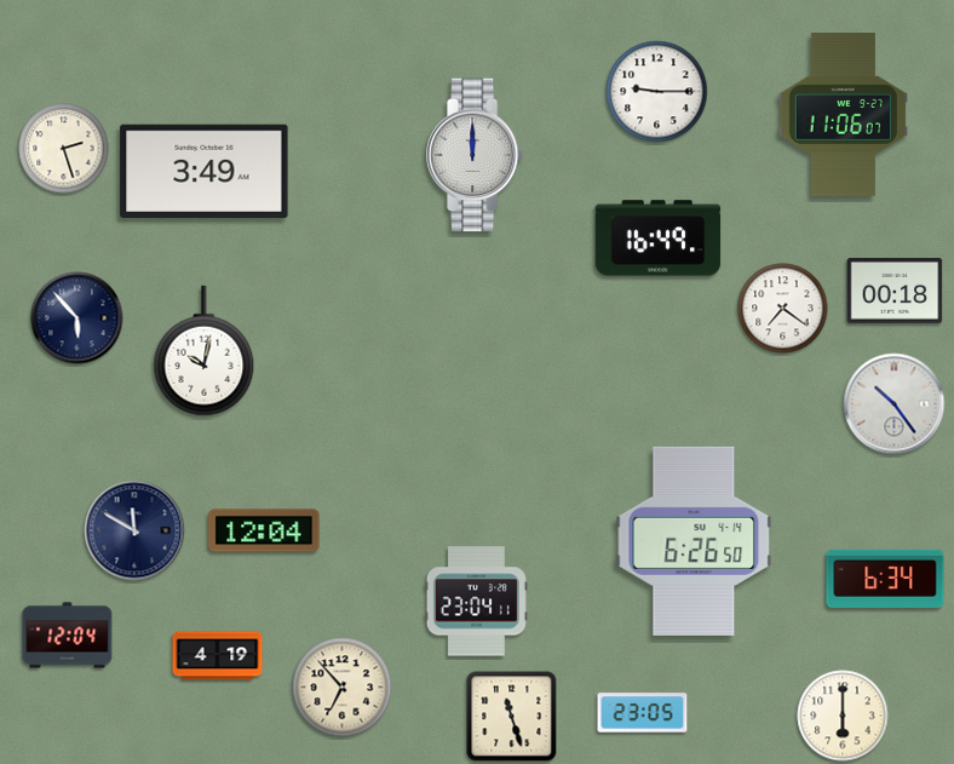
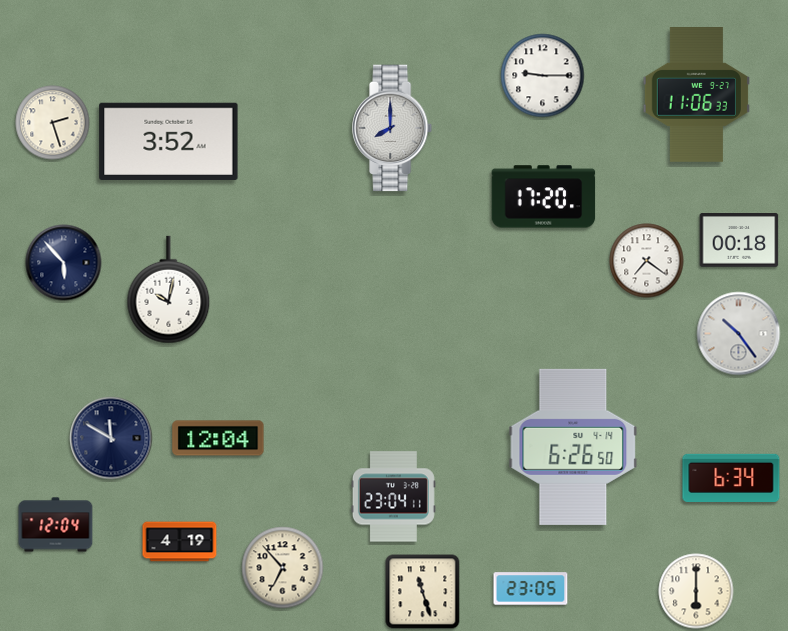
clock at (843, 115): 11:06:07 -> 11:06:33
clock at (476, 155): 12:00 -> 8:00
clock at (205, 171): 3:49 -> 3:52
clock at (659, 239): 16:49 -> 17:20
clock at (783, 309) position: (783, 309) -> (647, 261)
